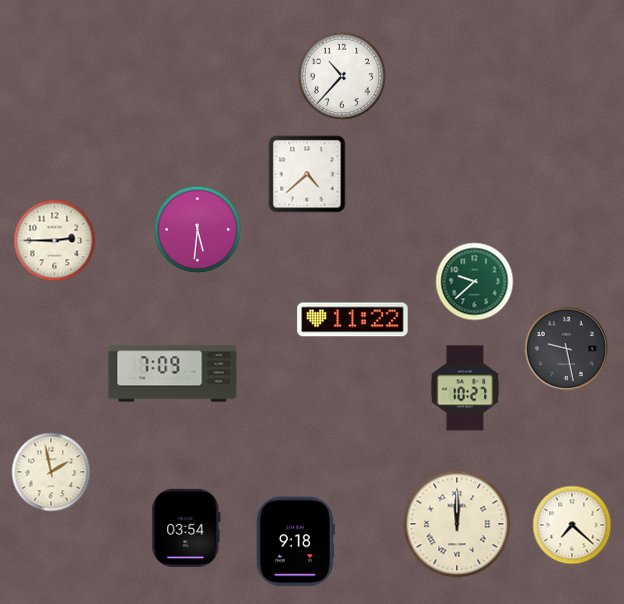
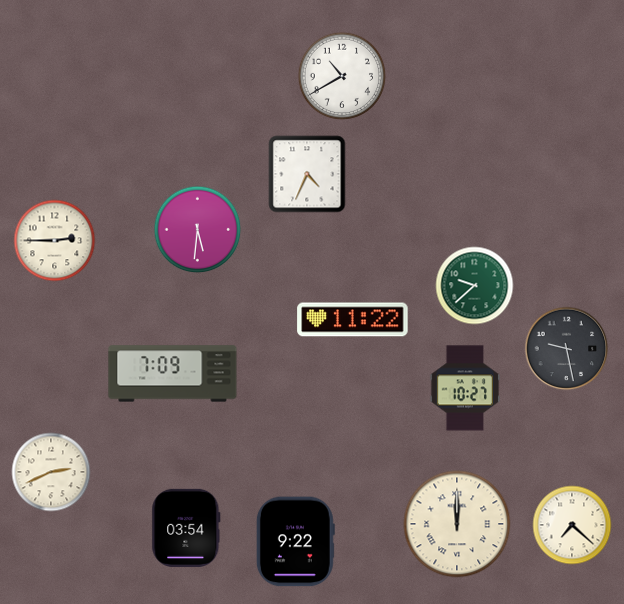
clock at (342, 76): 10:37 -> 10:40
clock at (307, 174): 4:38 -> 4:34
clock at (475, 282) position: (475, 282) -> (475, 286)
clock at (51, 472): 1:58 -> 2:41
clock at (295, 542): 9:18 -> 9:22
